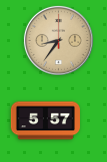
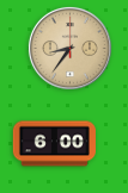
clock at (45, 121): 5:57 -> 6:00
